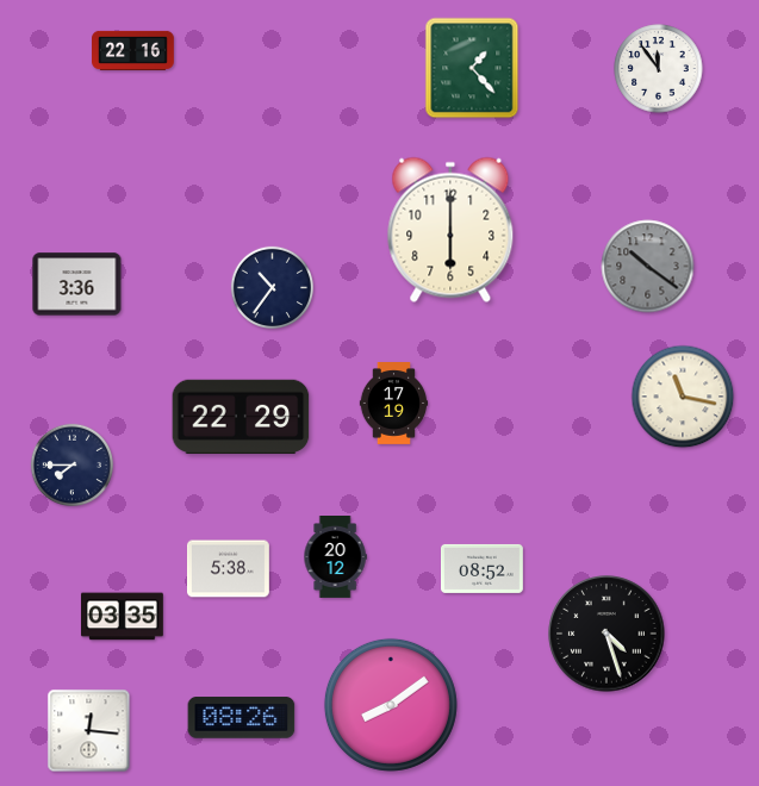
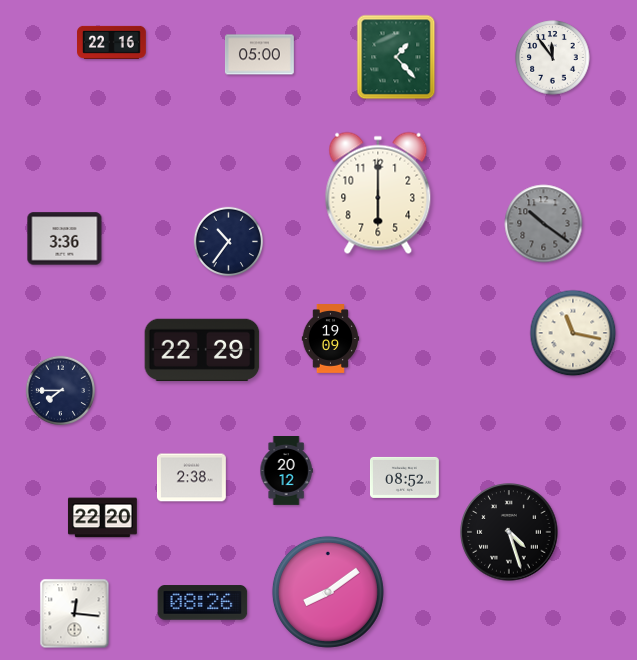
clock at (260, 55): none -> 05:00
clock at (394, 404): 17:19 -> 19:09
clock at (335, 557) position: (335, 557) -> (286, 471)
clock at (229, 569): 5:38 -> 2:38
clock at (122, 617): 03:35 -> 22:20
